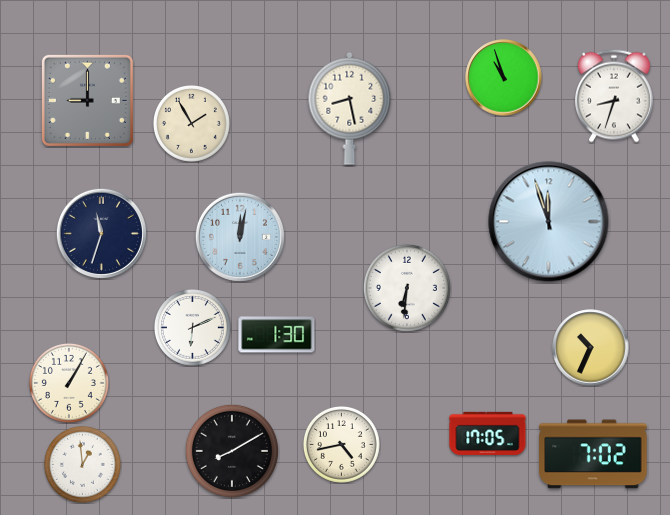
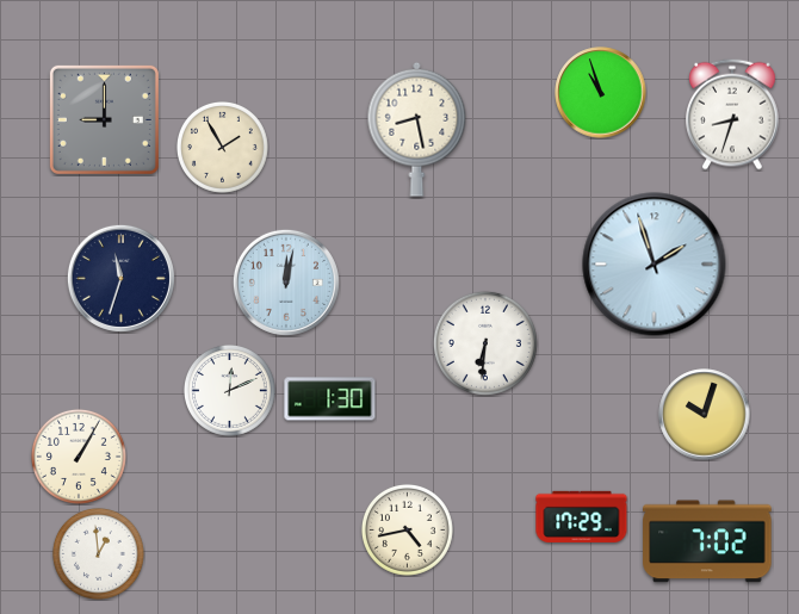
clock at (191, 123) position: (191, 123) -> (222, 147)
clock at (549, 222): 11:57 -> 1:57
clock at (192, 327): 6:11 -> 12:11
clock at (591, 348): 10:34 -> 10:03
clock at (69, 383) position: (69, 383) -> (79, 457)
clock at (488, 433): 17:05 -> 17:29
clock at (232, 451): 8:10 -> none
